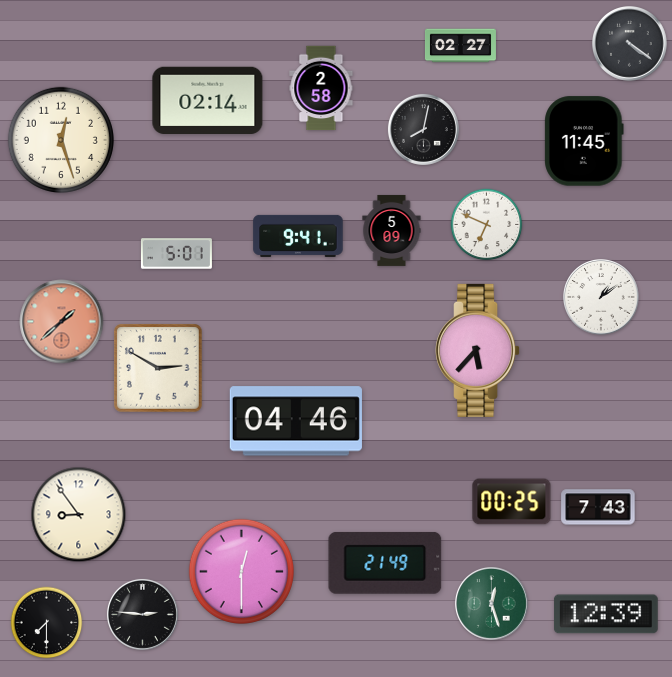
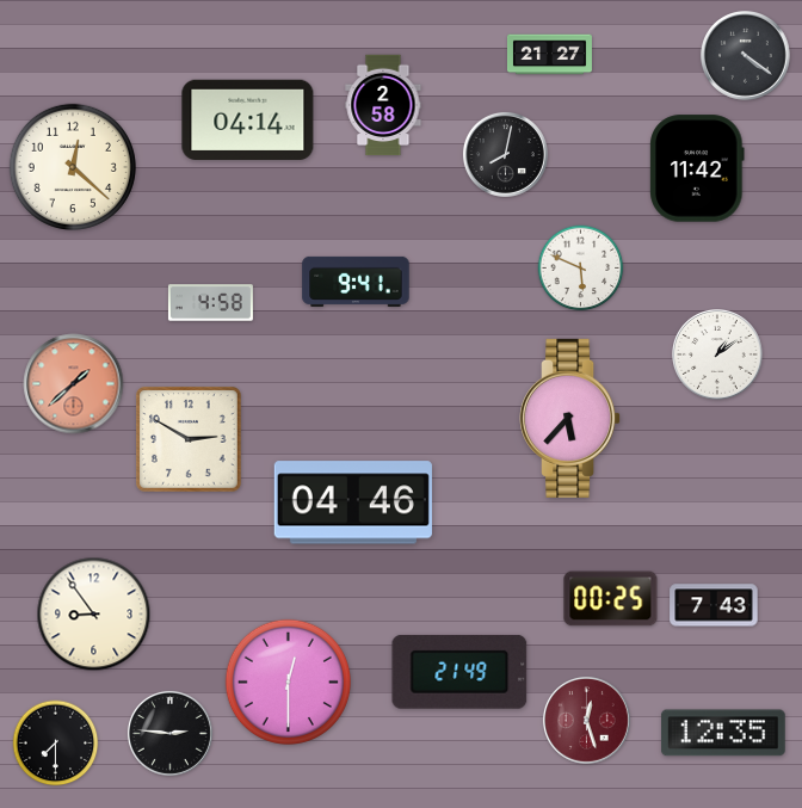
clock at (630, 44) position: (630, 44) -> (746, 56)
clock at (460, 46): 02:27 -> 21:27
clock at (208, 100): 02:14 -> 04:14
clock at (61, 140): 12:27 -> 12:22
clock at (584, 141): 11:45 -> 11:42
clock at (487, 225): 6:49 -> 5:49
clock at (392, 230): 5:09 -> none
clock at (176, 254): 5:01 -> 4:58
clock at (491, 603) dial: green -> burgundy
clock at (606, 614): 12:39 -> 12:35
